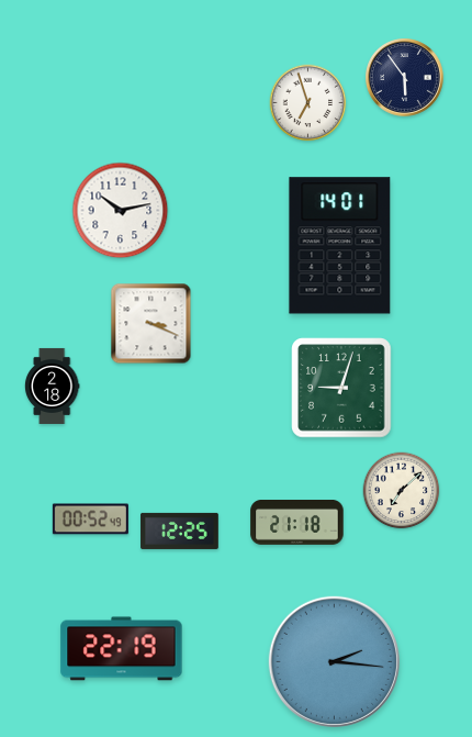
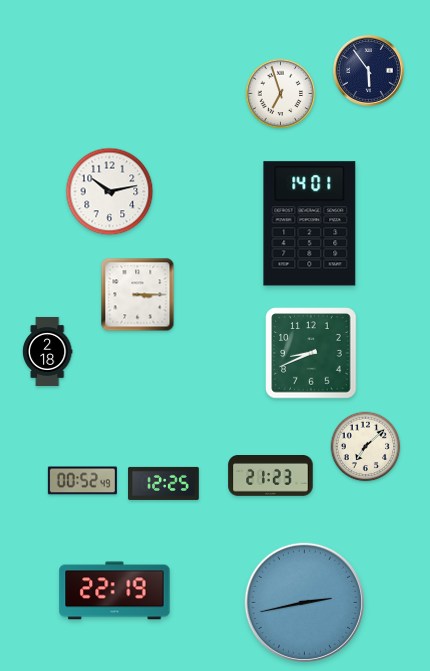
clock at (151, 324): 3:19 -> 3:15
clock at (341, 388): 9:03 -> 8:41
clock at (90, 520) position: (90, 520) -> (82, 481)
clock at (297, 523): 21:18 -> 21:23
clock at (122, 649) position: (122, 649) -> (115, 591)
clock at (334, 661): 2:16 -> 2:43
